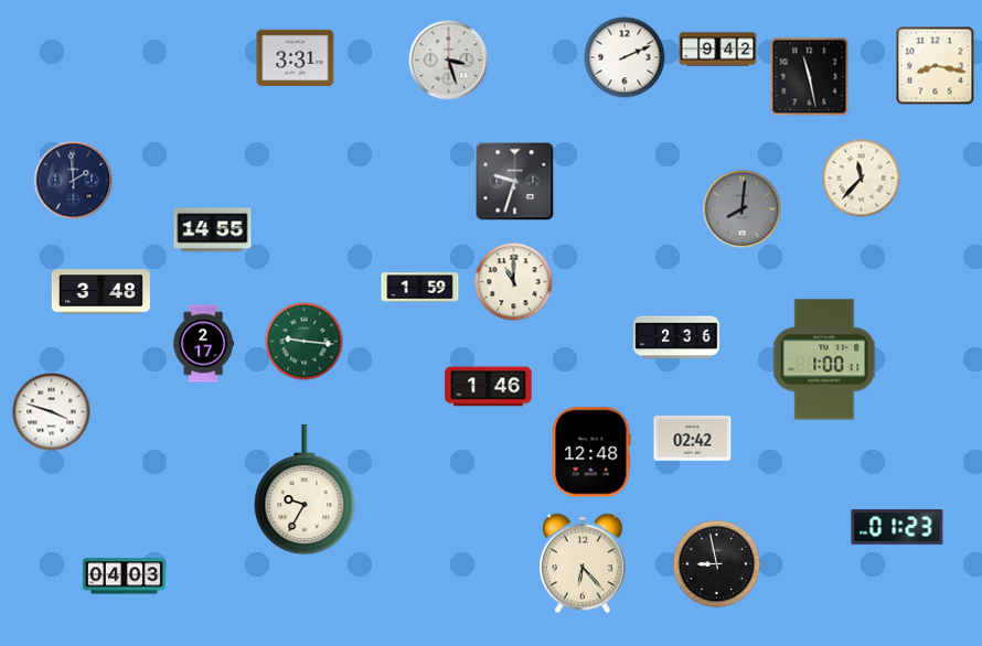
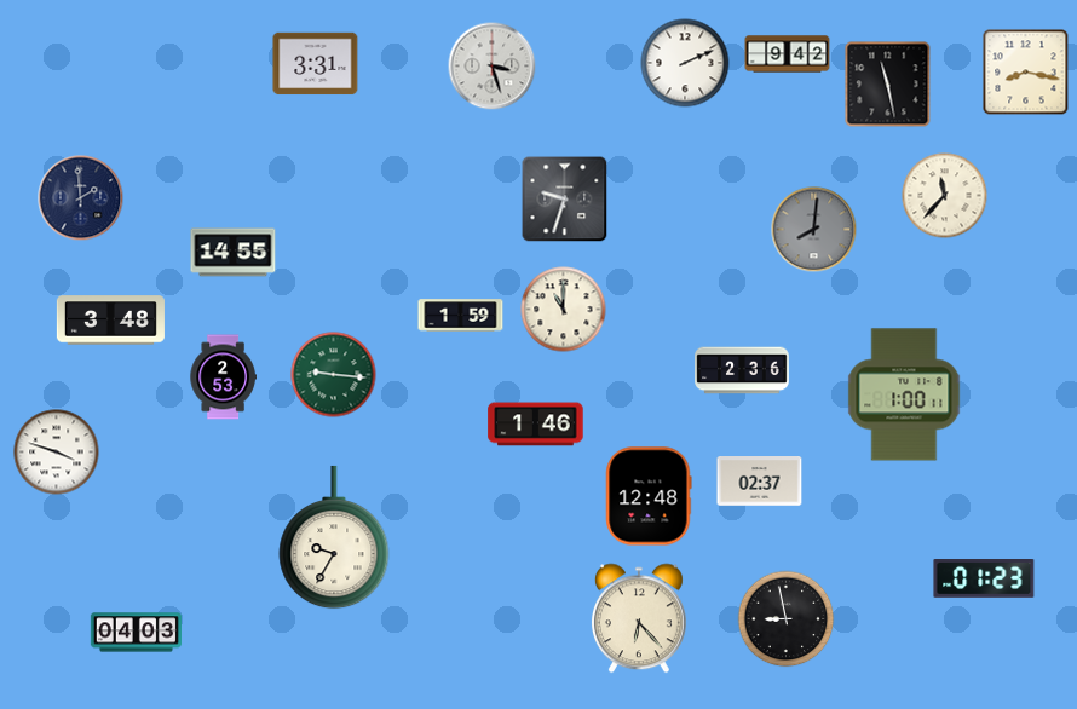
clock at (296, 58) position: (296, 58) -> (316, 64)
clock at (203, 344): 2:17 -> 2:53
clock at (693, 439): 02:42 -> 02:37
